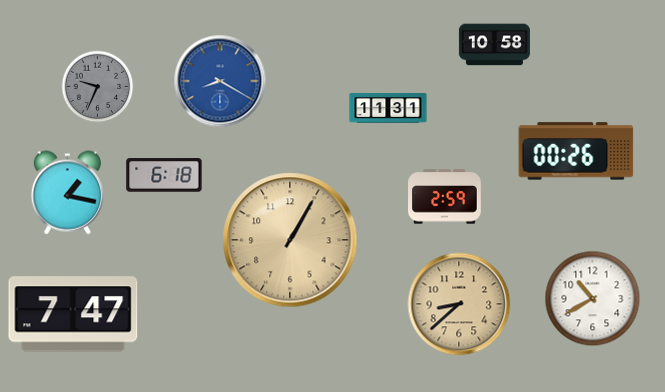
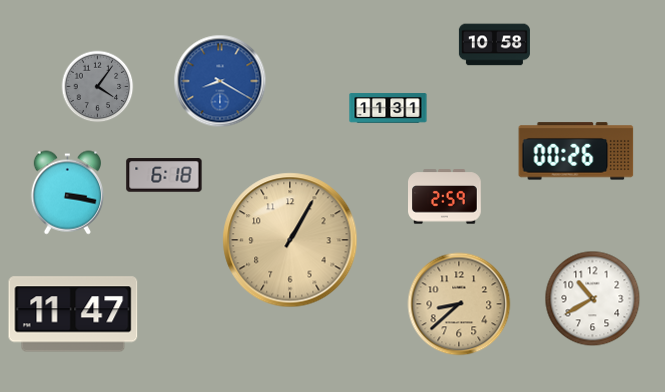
clock at (98, 87): 9:34 -> 4:06
clock at (67, 193): 1:17 -> 3:17
clock at (73, 314): 7:47 -> 11:47
